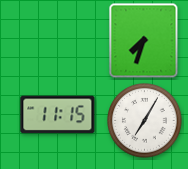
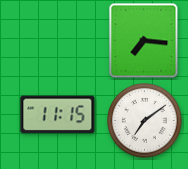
clock at (144, 41): 7:33 -> 7:16
clock at (145, 121): 7:05 -> 7:09
